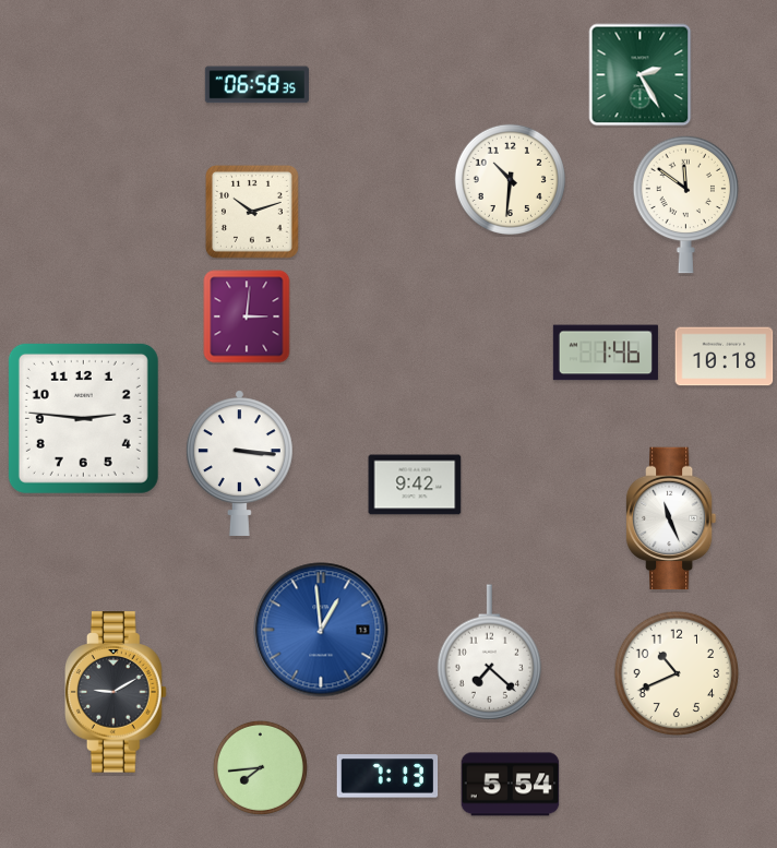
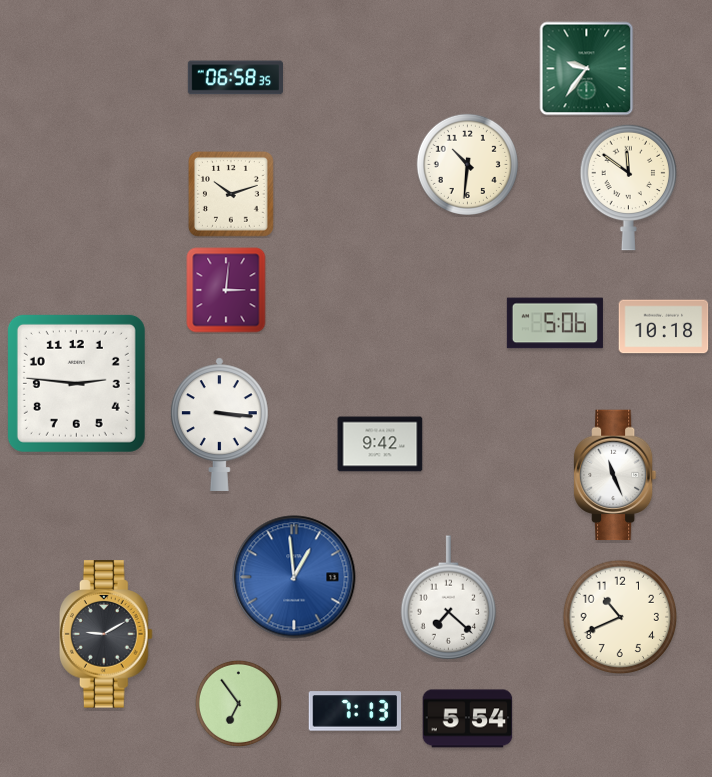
clock at (641, 75): 2:25 -> 9:36
clock at (606, 353): 1:46 -> 5:06
clock at (260, 767): 7:44 -> 6:54
